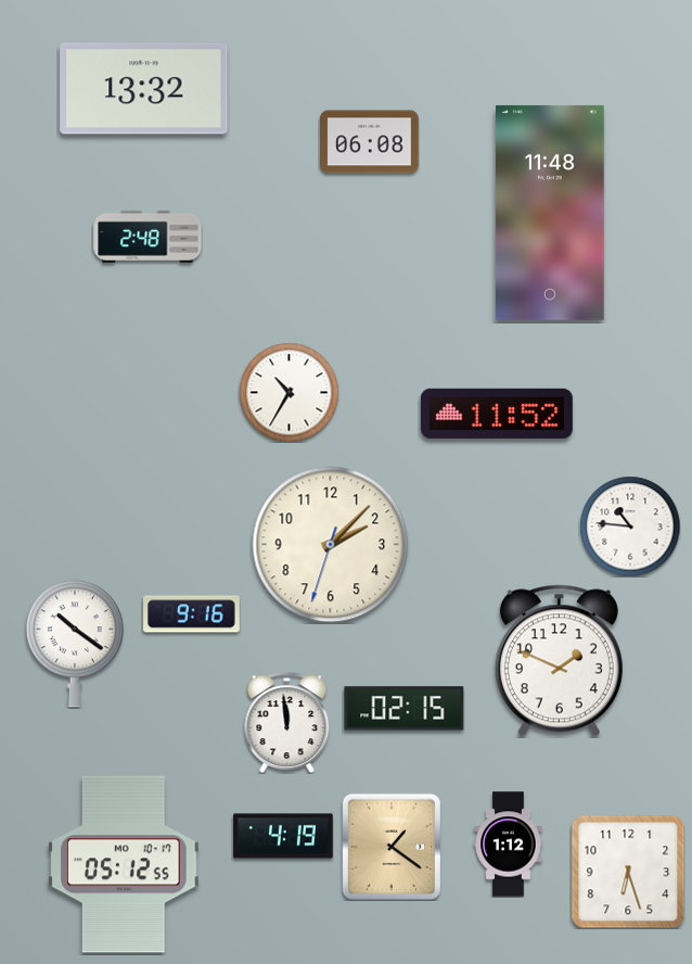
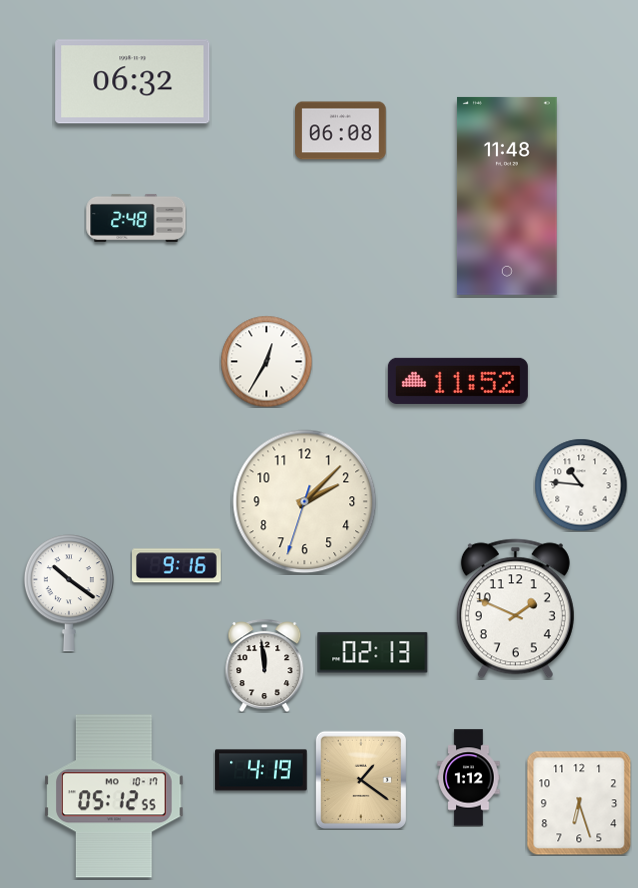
clock at (144, 89): 13:32 -> 06:32
clock at (289, 392): 10:35 -> 12:35
clock at (405, 709): 02:15 -> 02:13
